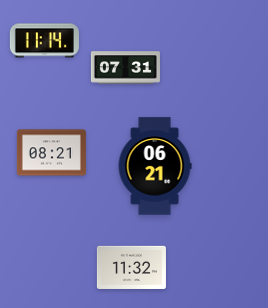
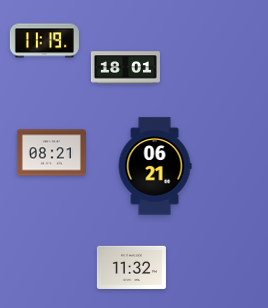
clock at (44, 41): 11:14 -> 11:19
clock at (125, 68): 07:31 -> 18:01
